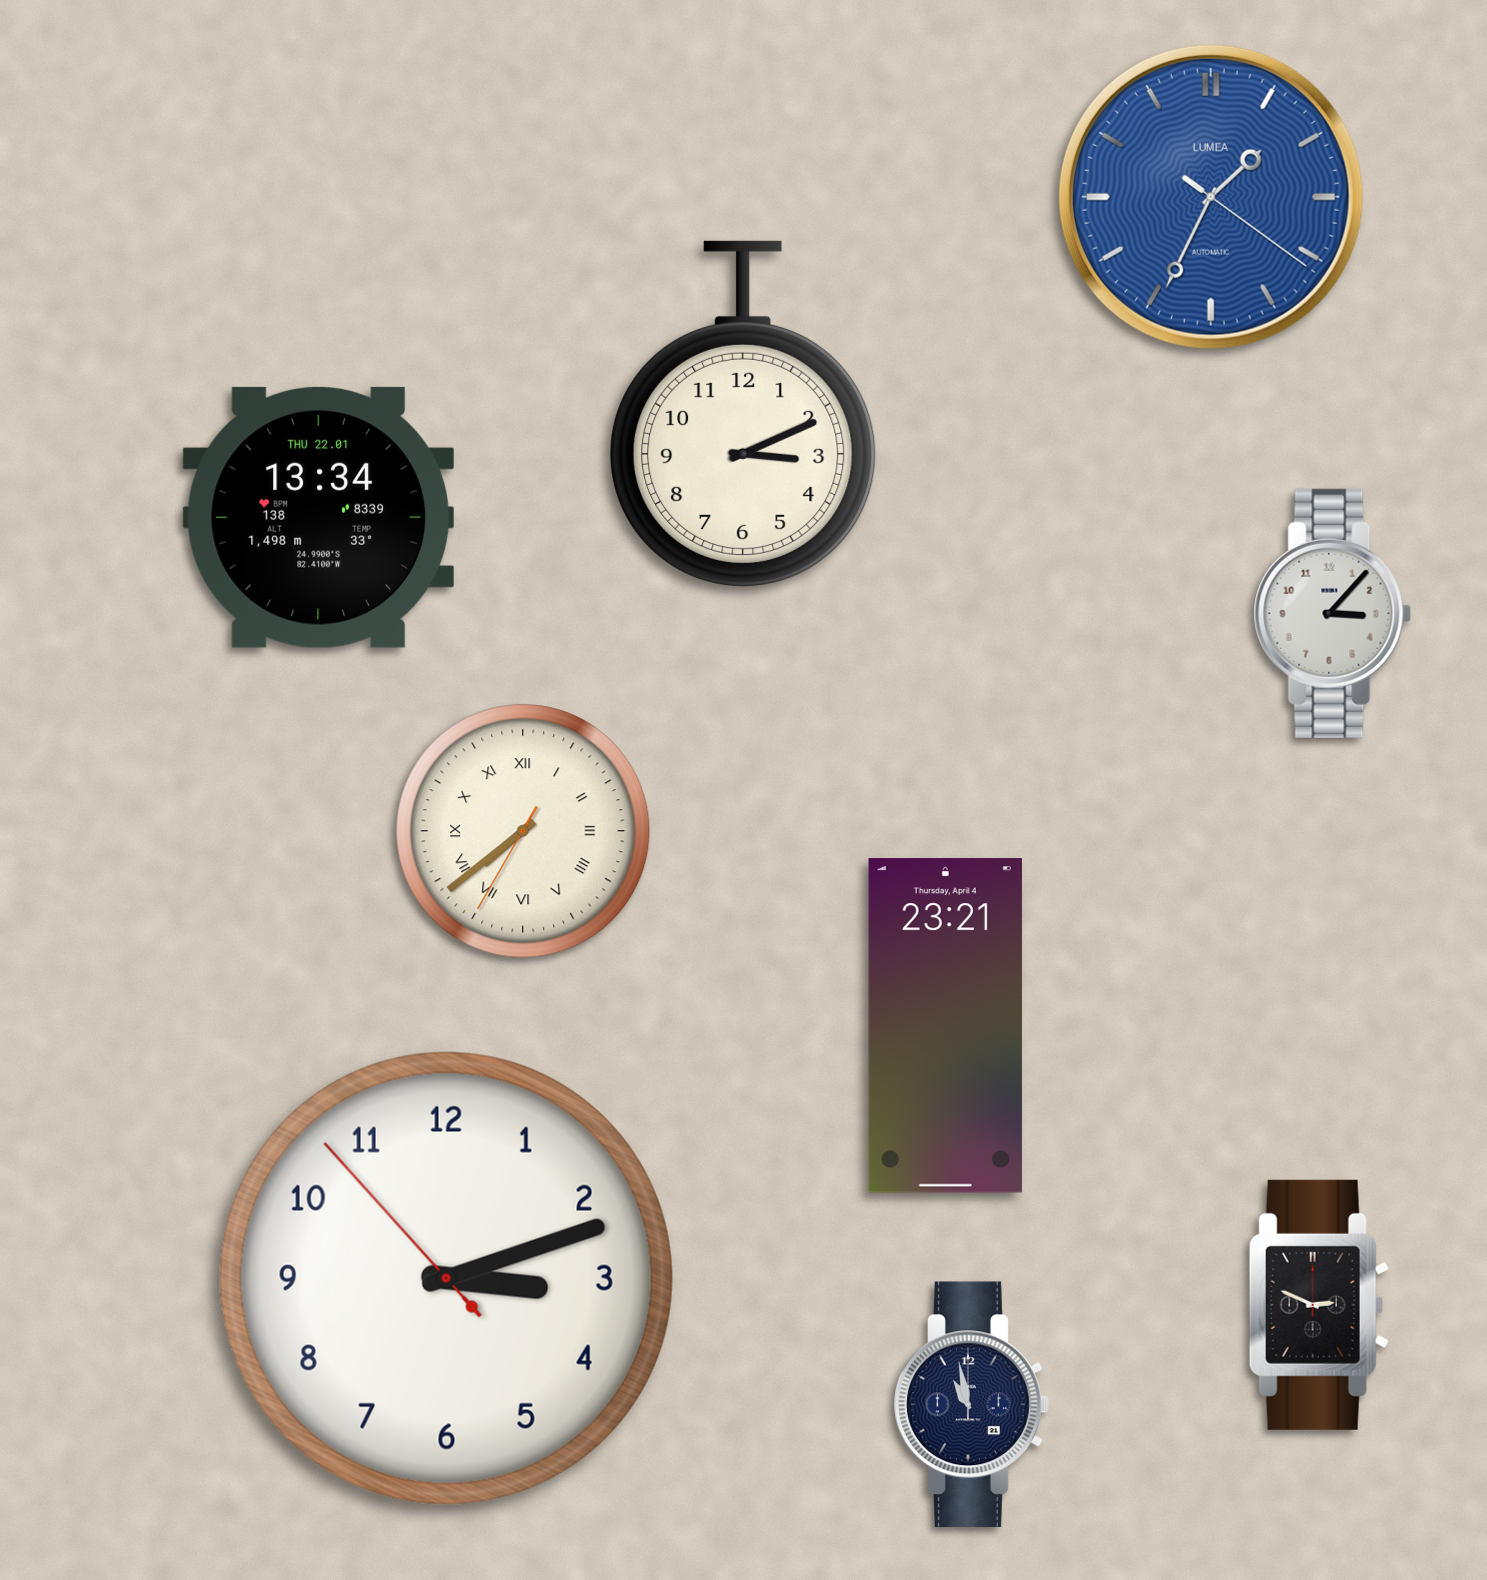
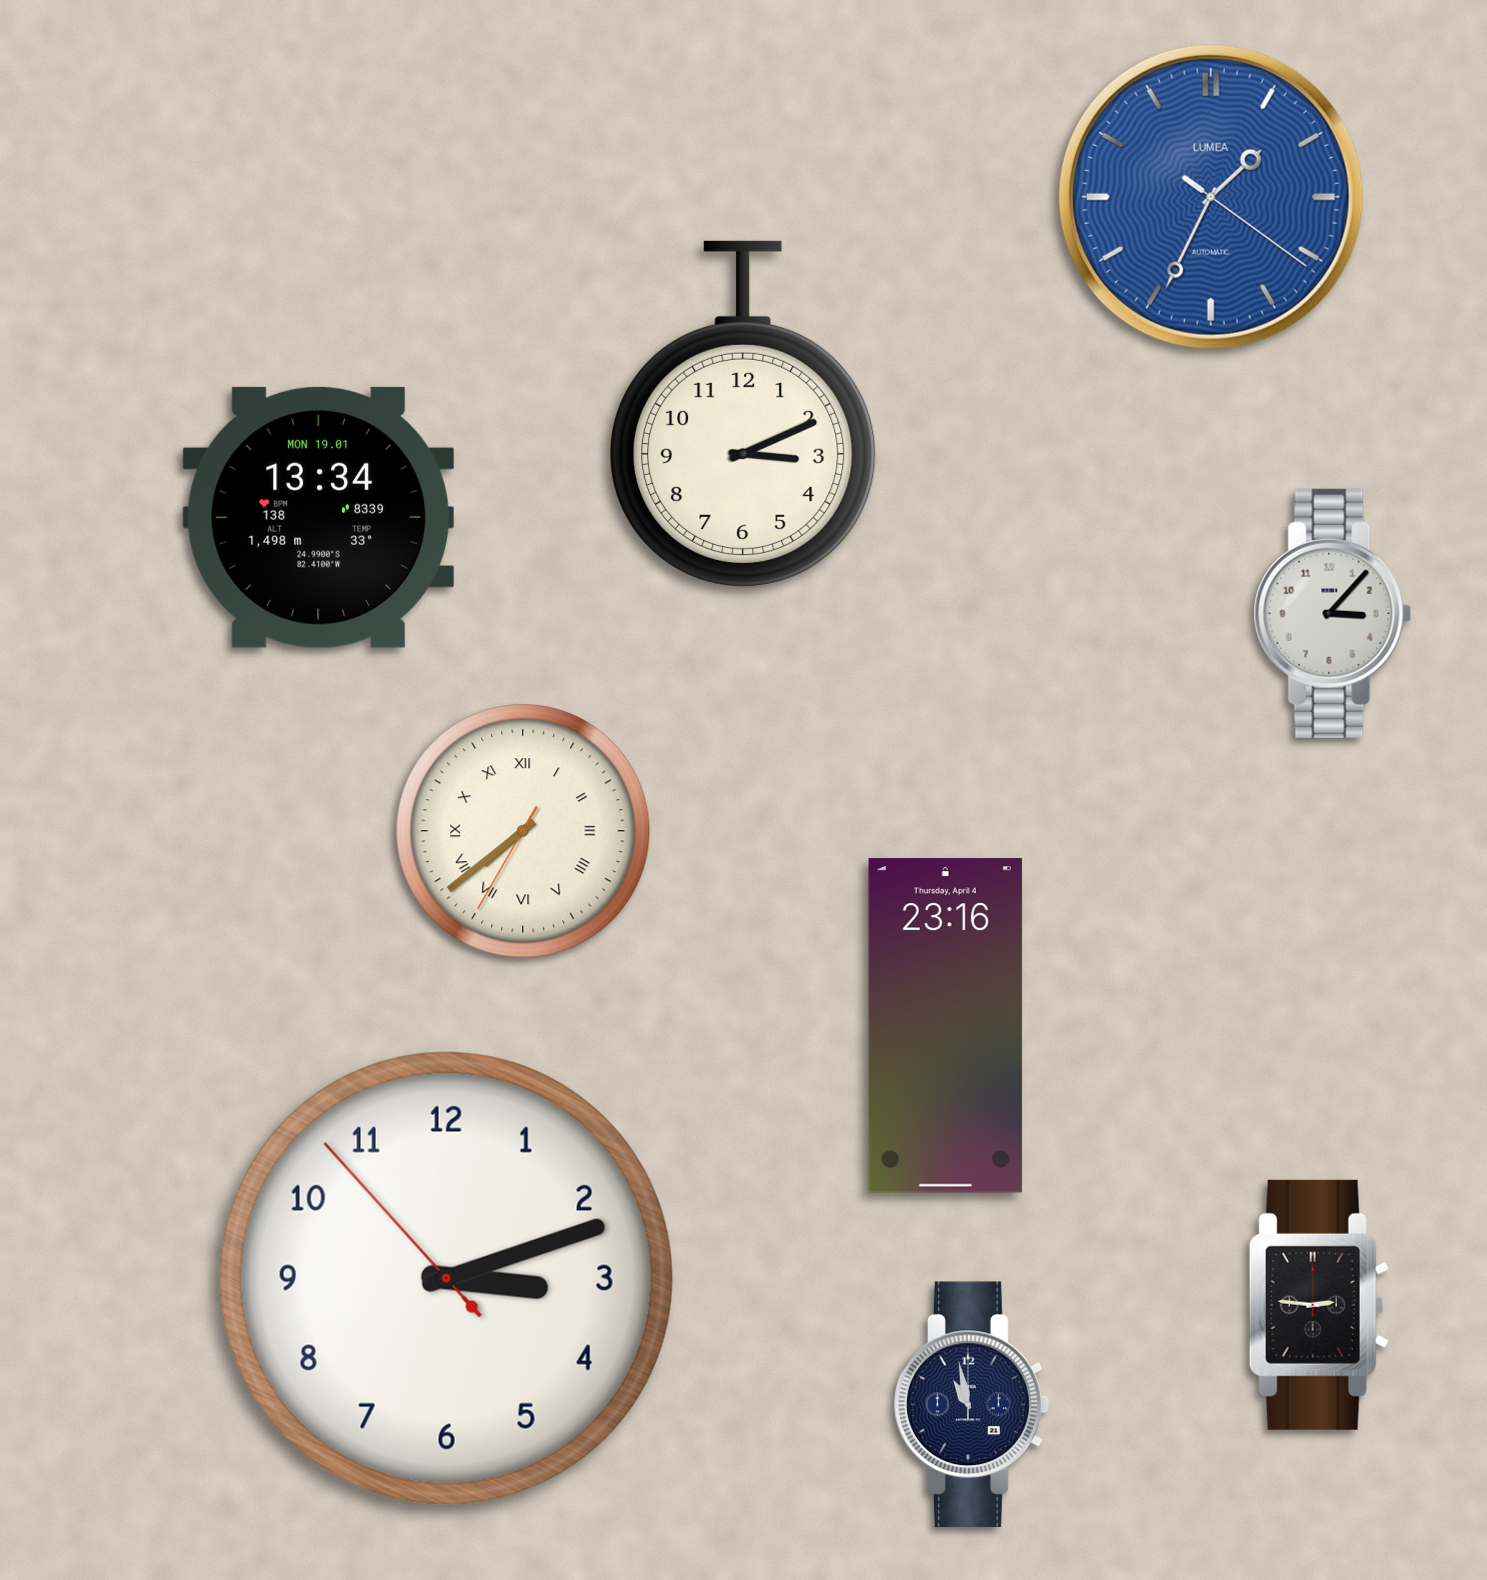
clock at (318, 517) date: THU 22.01 -> MON 19.01
clock at (945, 1026): 23:21 -> 23:16
clock at (1319, 1305): 2:49 -> 2:46
